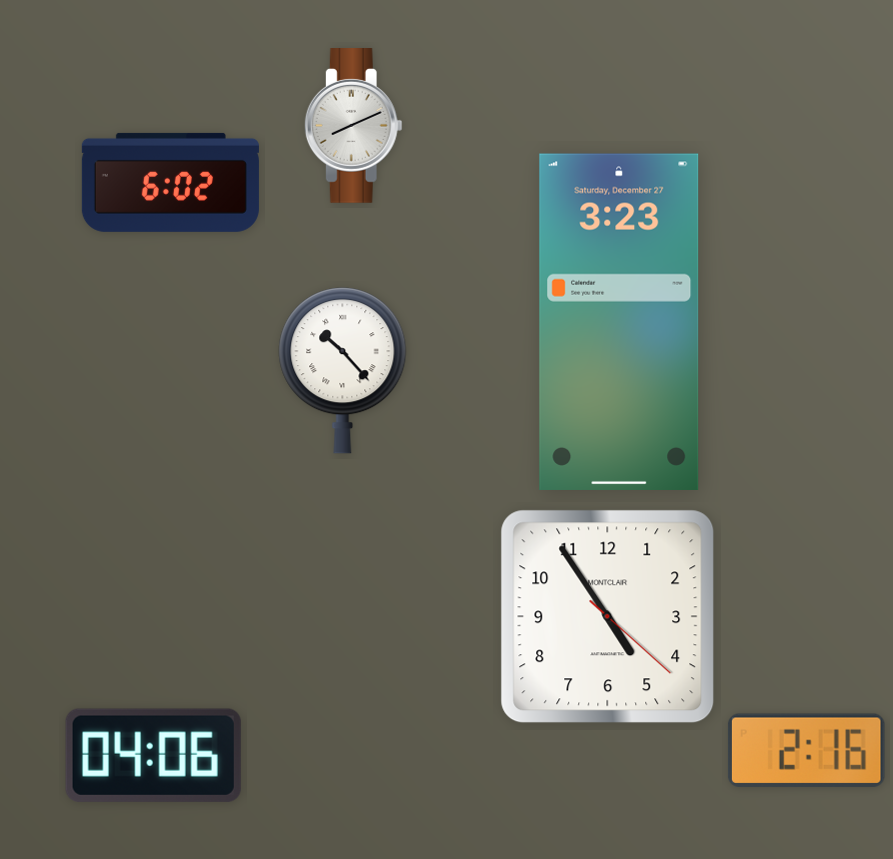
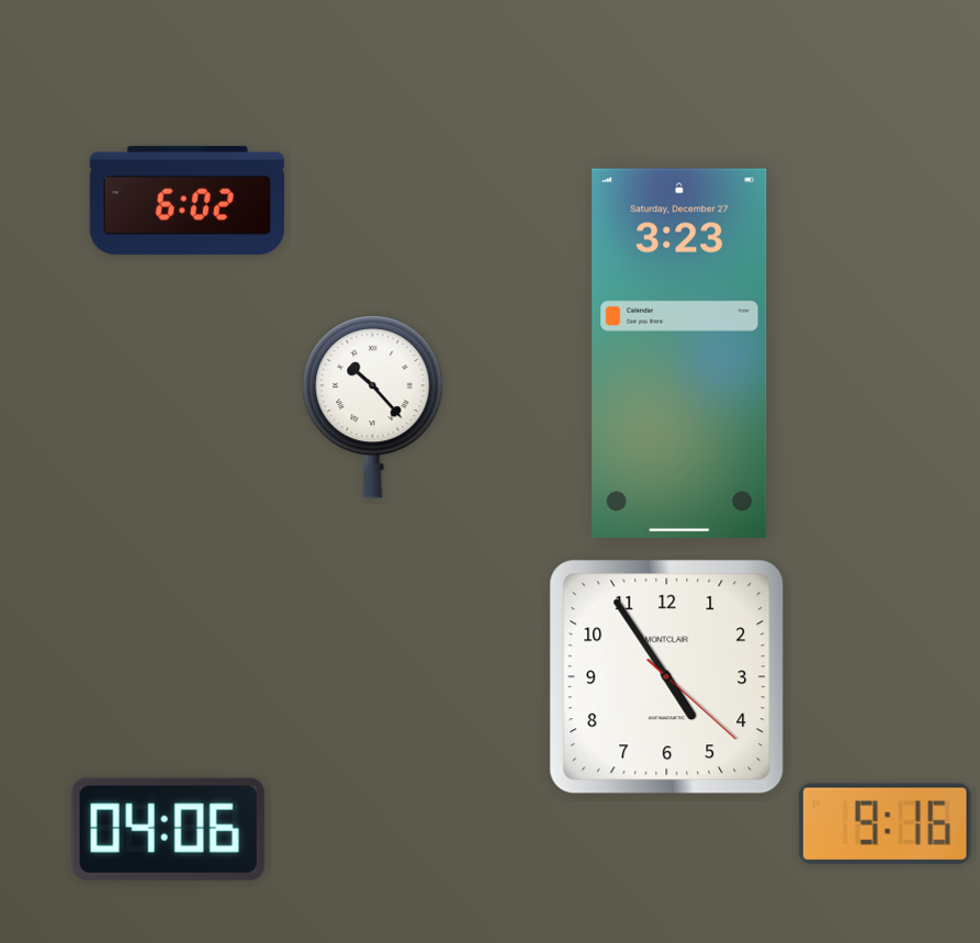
clock at (353, 126): 8:11 -> none
clock at (343, 371) position: (343, 371) -> (373, 407)
clock at (806, 750): 2:16 -> 9:16
